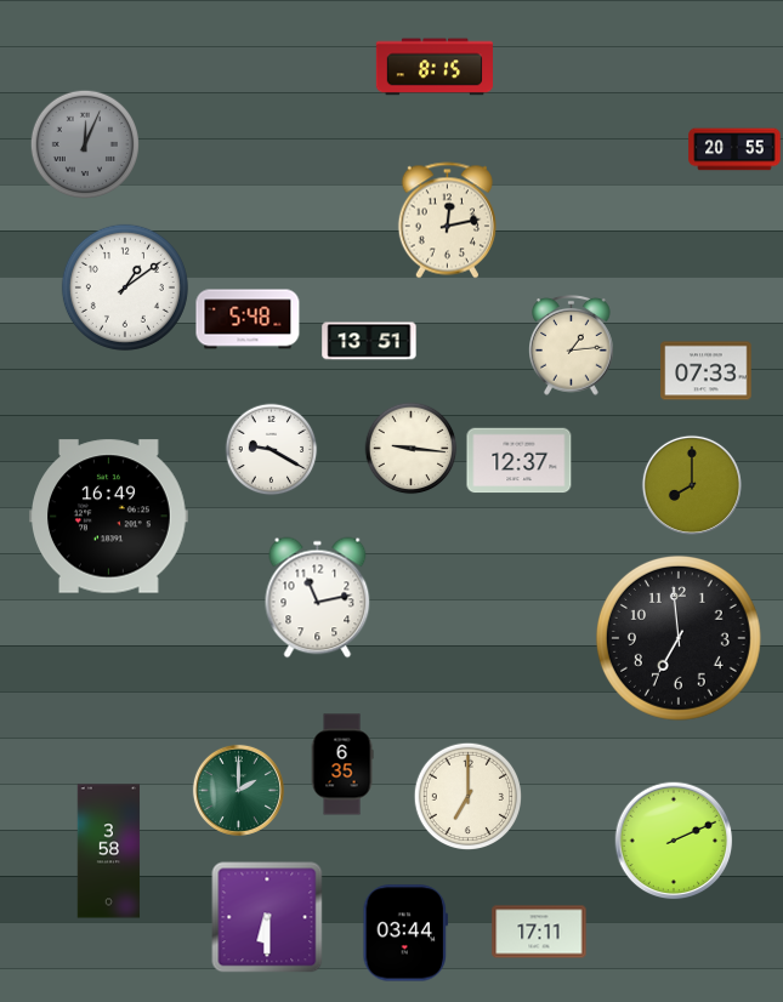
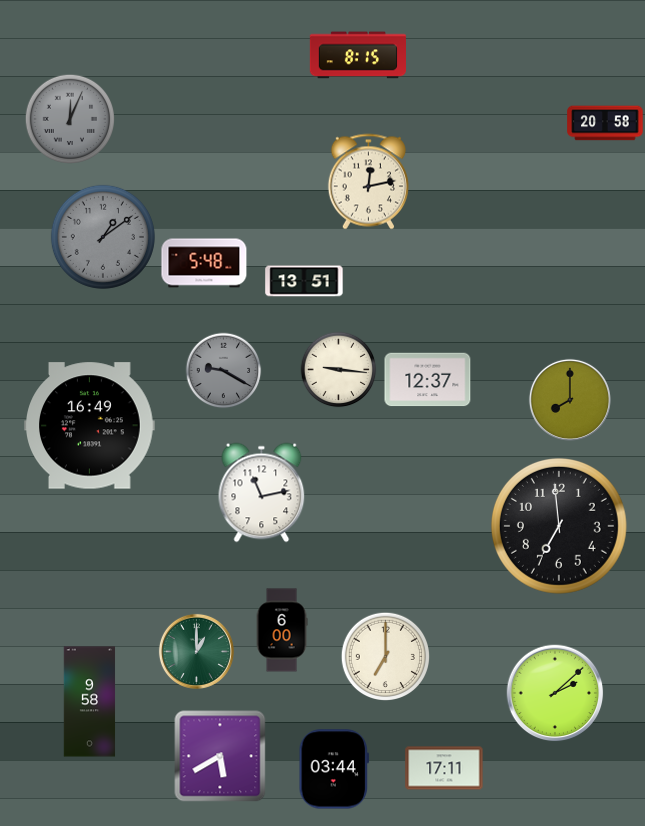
clock at (734, 149): 20:55 -> 20:58
clock at (125, 287) dial: white -> grey
clock at (572, 346): 1:14 -> none
clock at (707, 371): 07:33 -> none
clock at (272, 450) dial: white -> grey
clock at (342, 764): 6:35 -> 6:00
clock at (238, 790): 2:00 -> 1:00
clock at (674, 841): 2:11 -> 2:08
clock at (109, 852): 3:58 -> 9:58
clock at (267, 917): 6:30 -> 5:40
